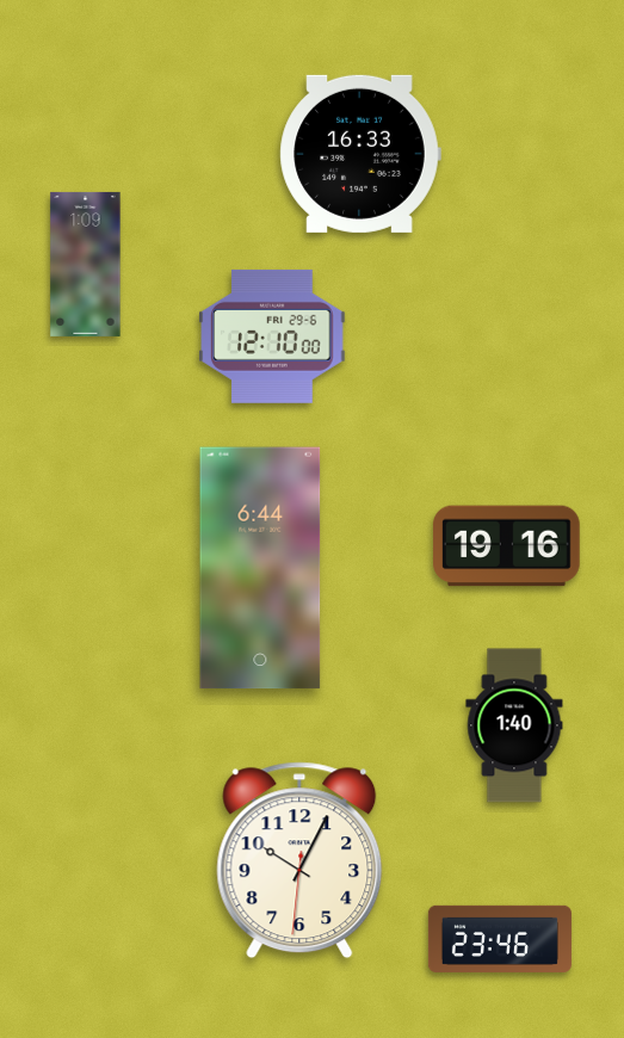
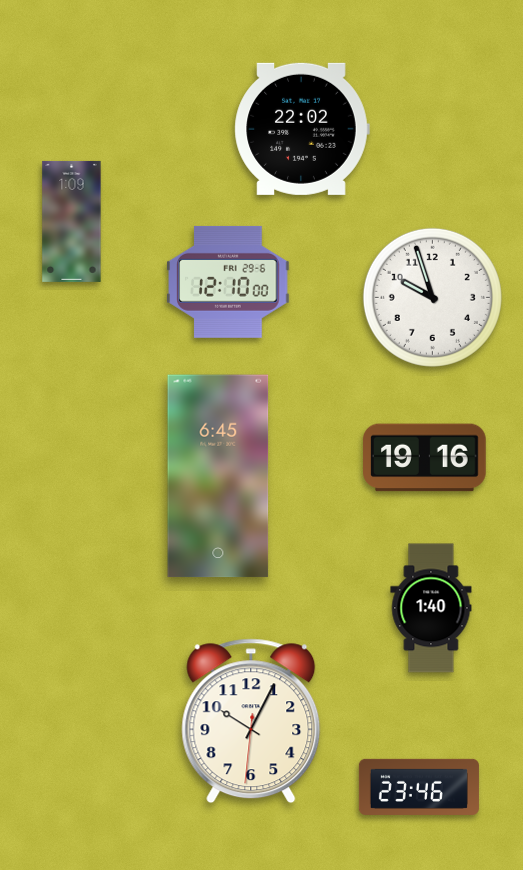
clock at (360, 154): 16:33 -> 22:02
clock at (432, 297): none -> 9:57
clock at (260, 568): 6:44 -> 6:45
